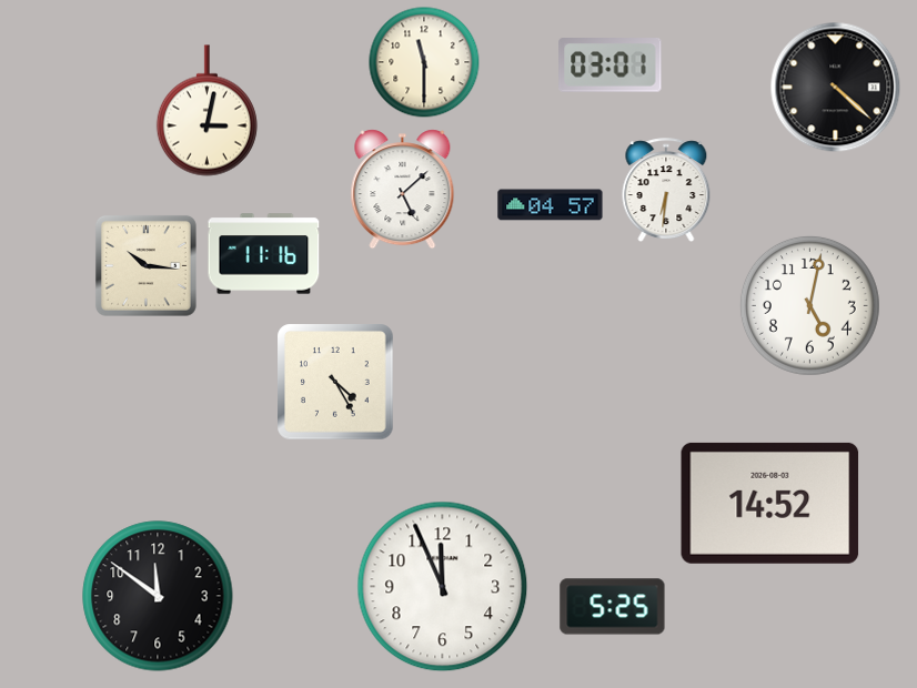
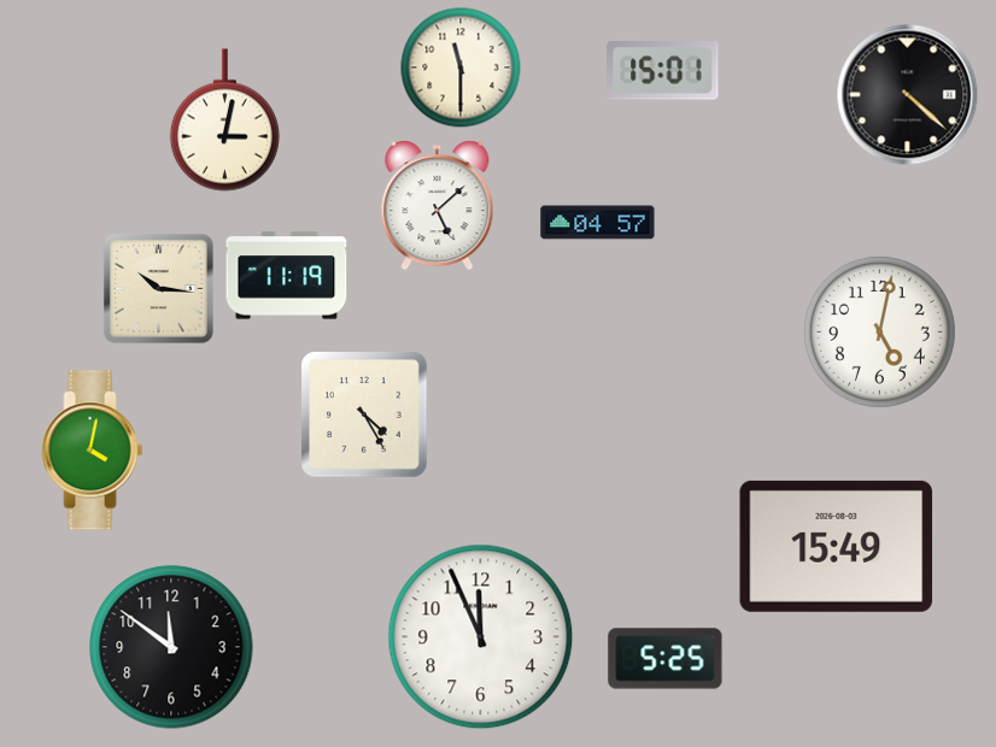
clock at (611, 65): 03:01 -> 15:01
clock at (666, 191): 6:31 -> none
clock at (264, 254): 11:16 -> 11:19
clock at (93, 451): none -> 4:02
clock at (770, 503): 14:52 -> 15:49
